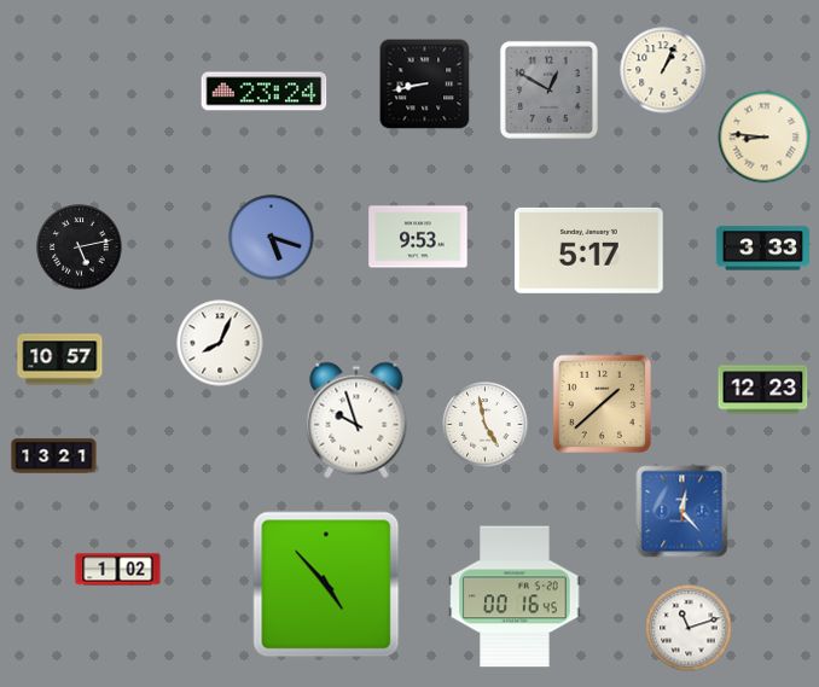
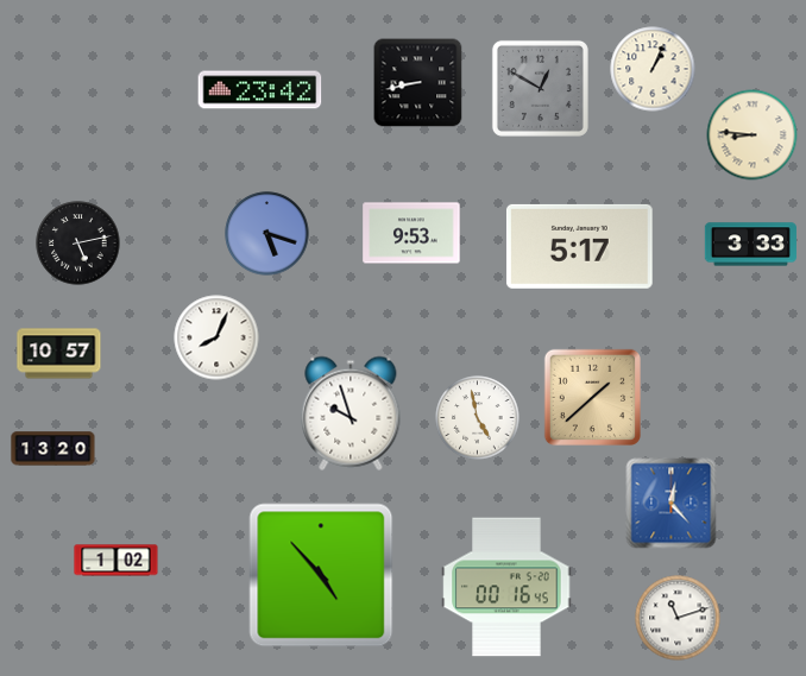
clock at (265, 92): 23:24 -> 23:42
clock at (763, 390): 12:23 -> none
clock at (54, 456): 13:21 -> 13:20
